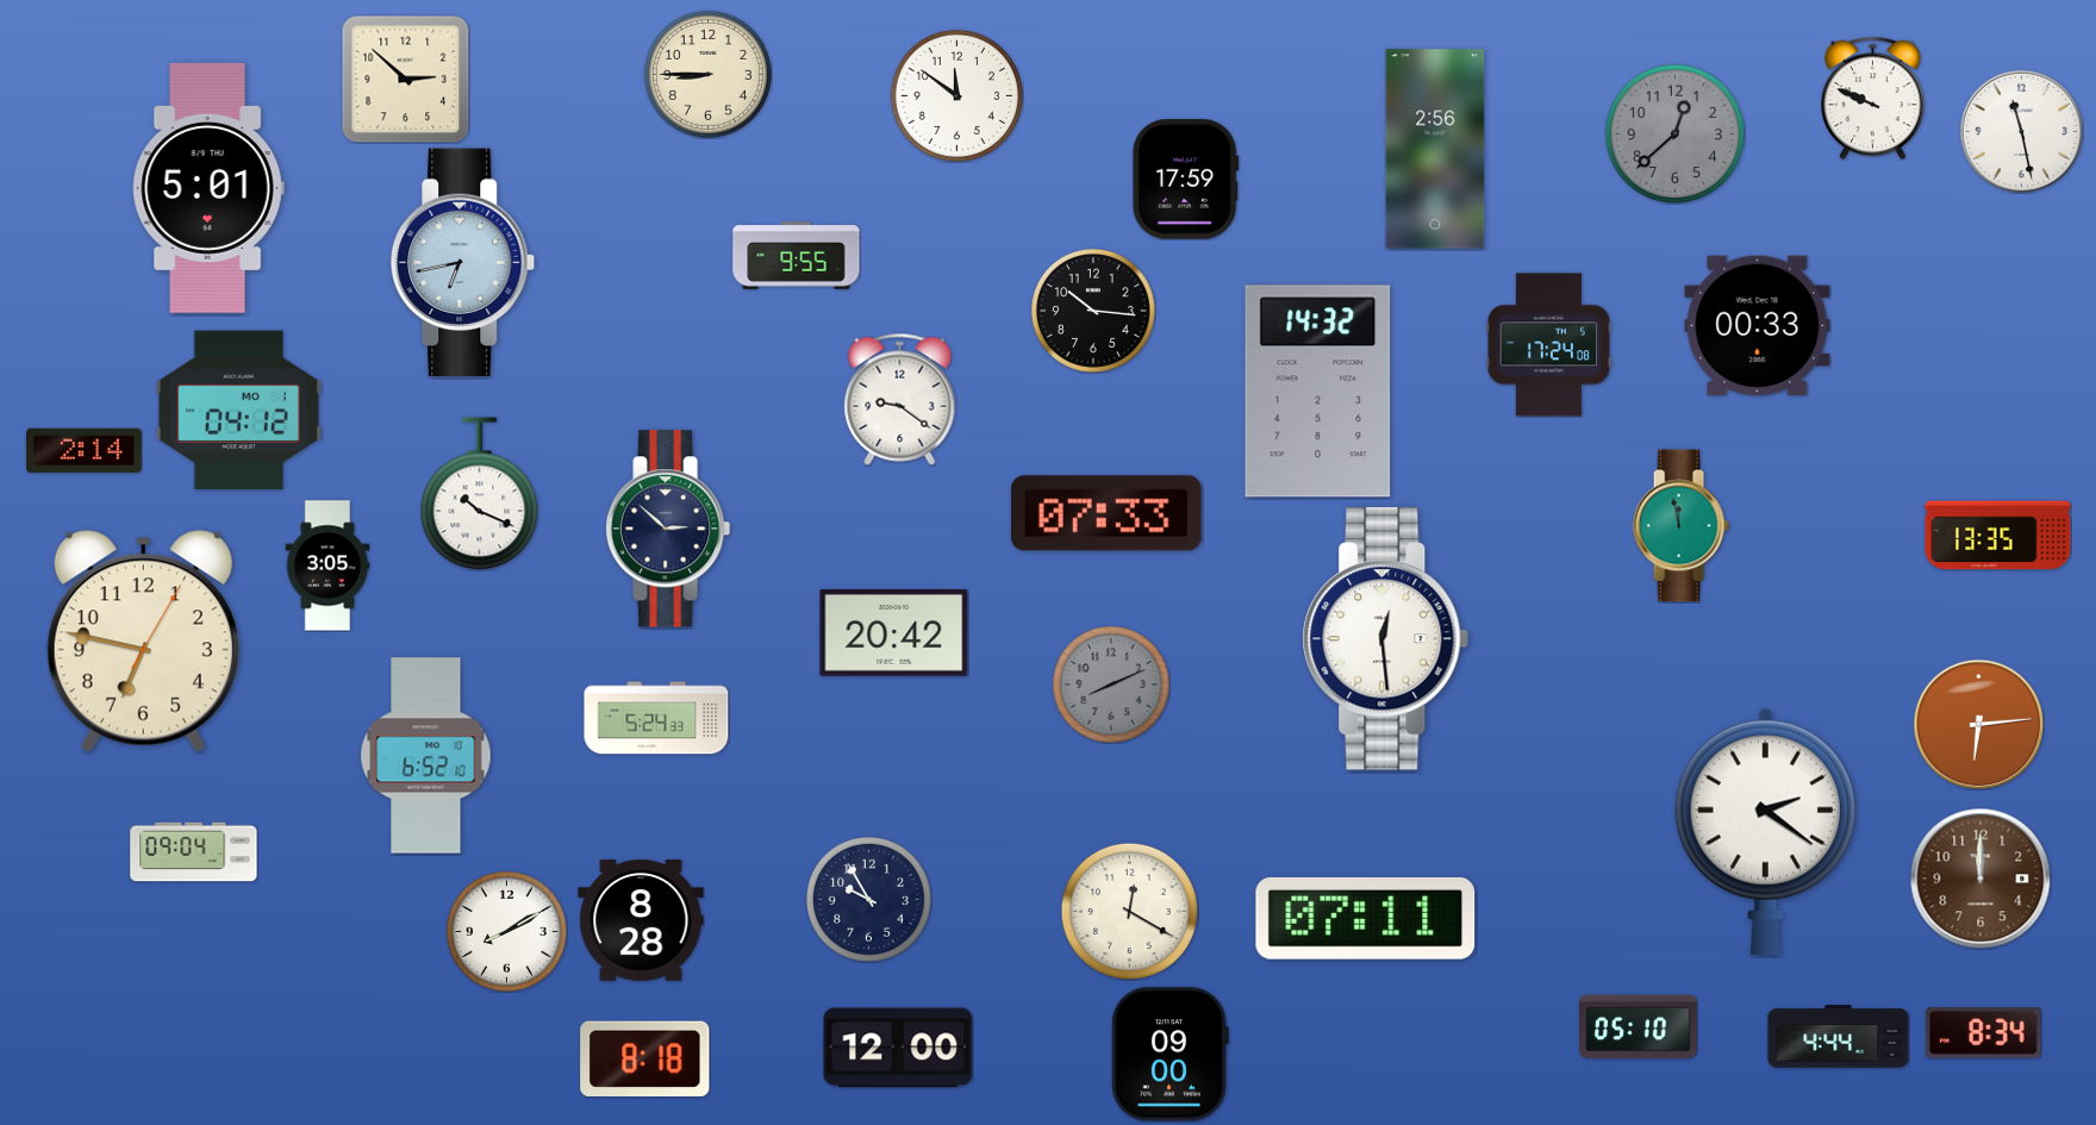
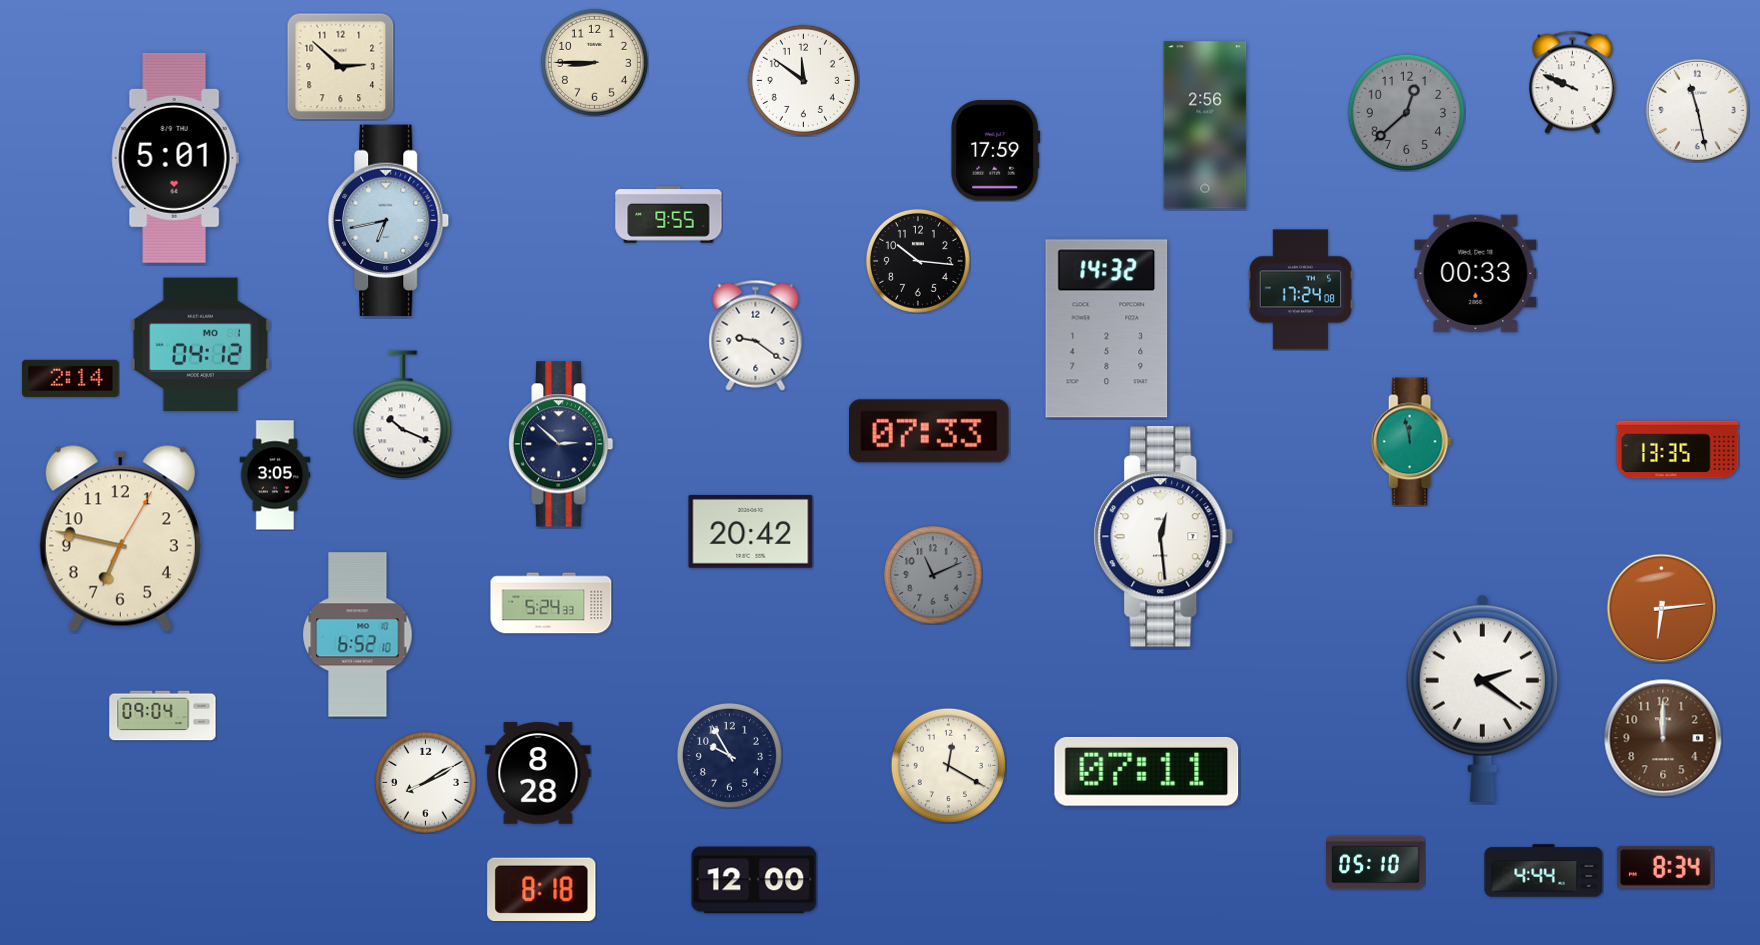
clock at (1111, 685): 8:11 -> 11:11
clock at (1169, 1055): 09:00 -> none
